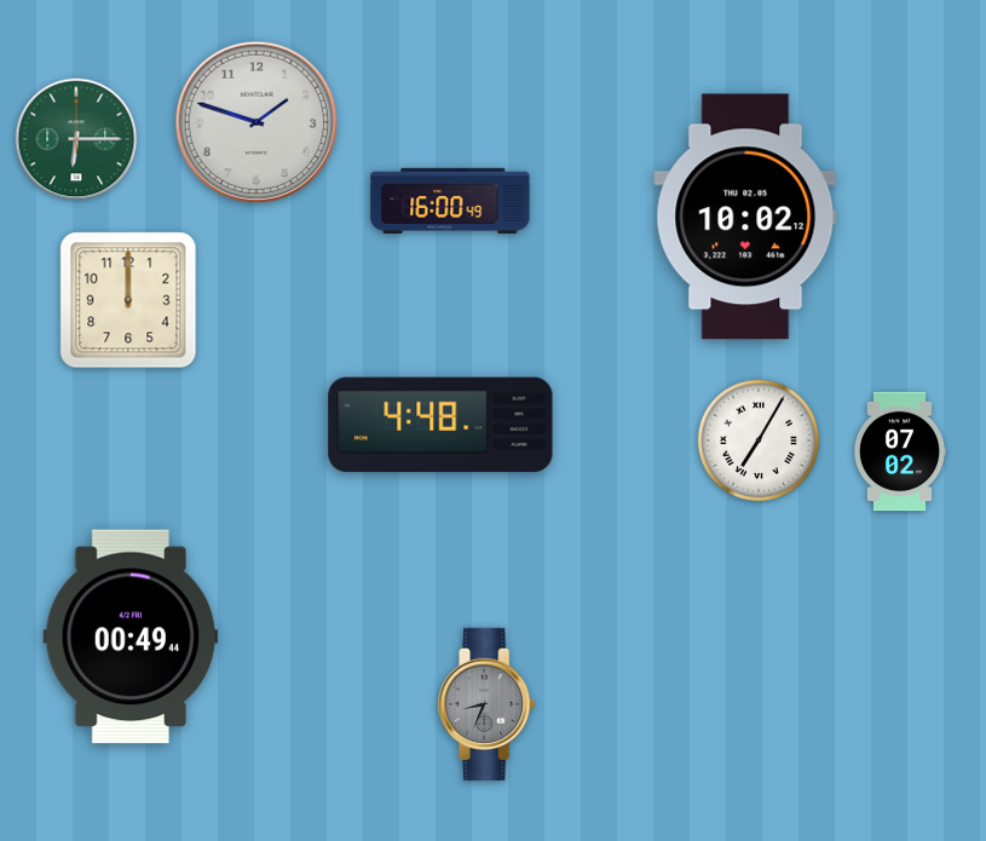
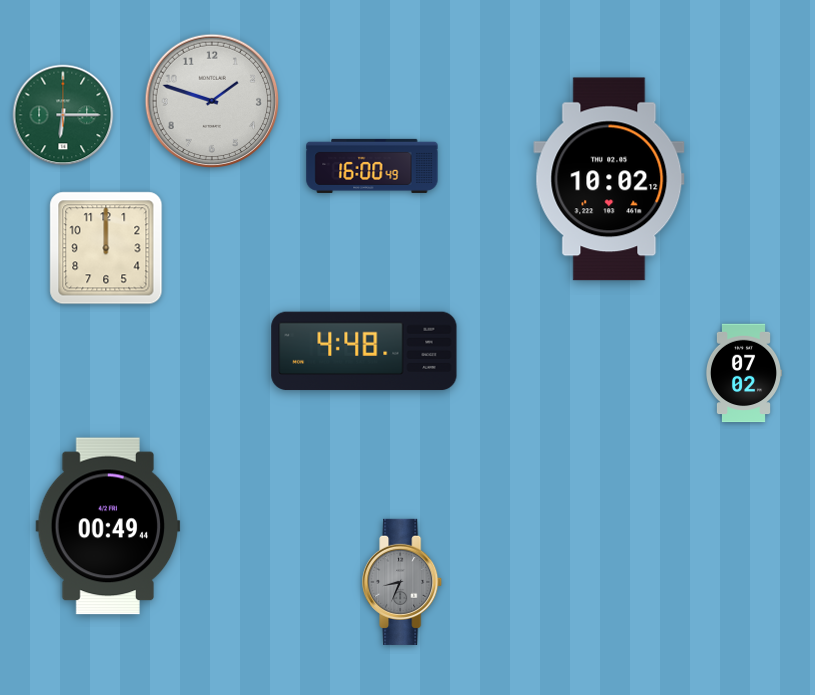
clock at (745, 217) position: (745, 217) -> (609, 179)
clock at (759, 440): 7:05 -> none
